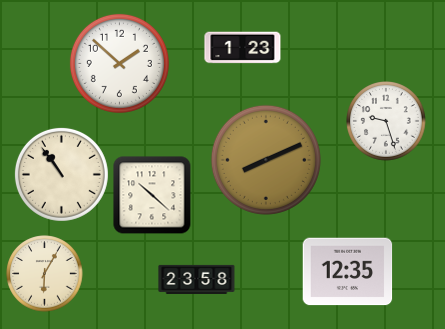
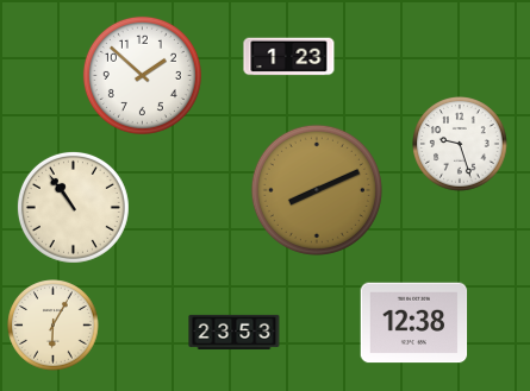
clock at (152, 195): 10:22 -> none
clock at (348, 272): 12:35 -> 12:38
clock at (197, 279): 23:58 -> 23:53
